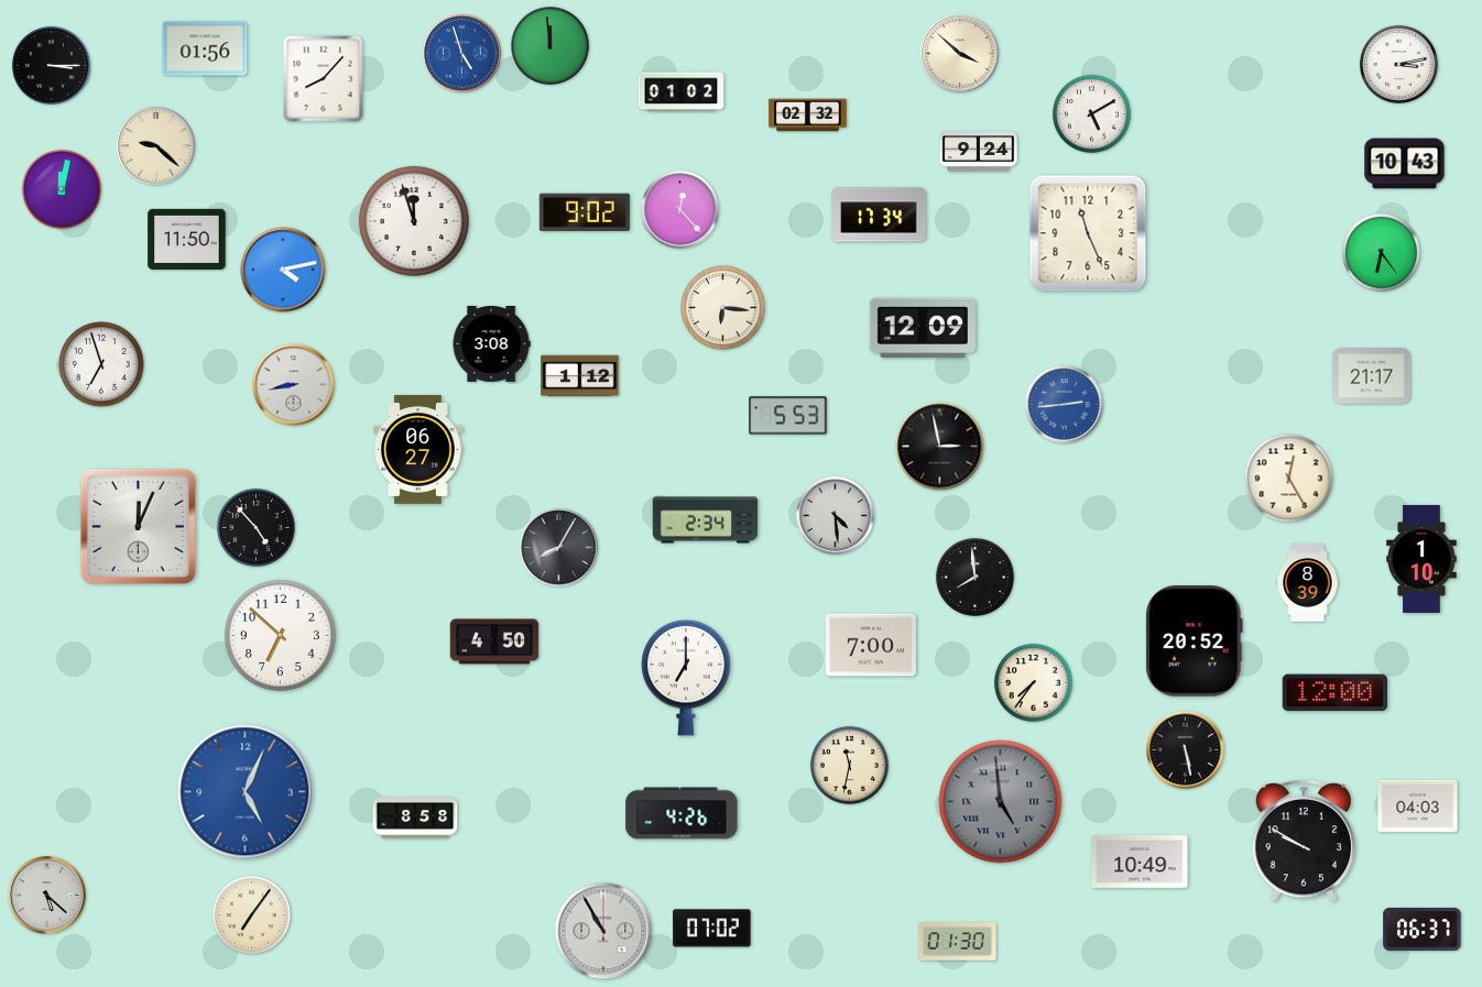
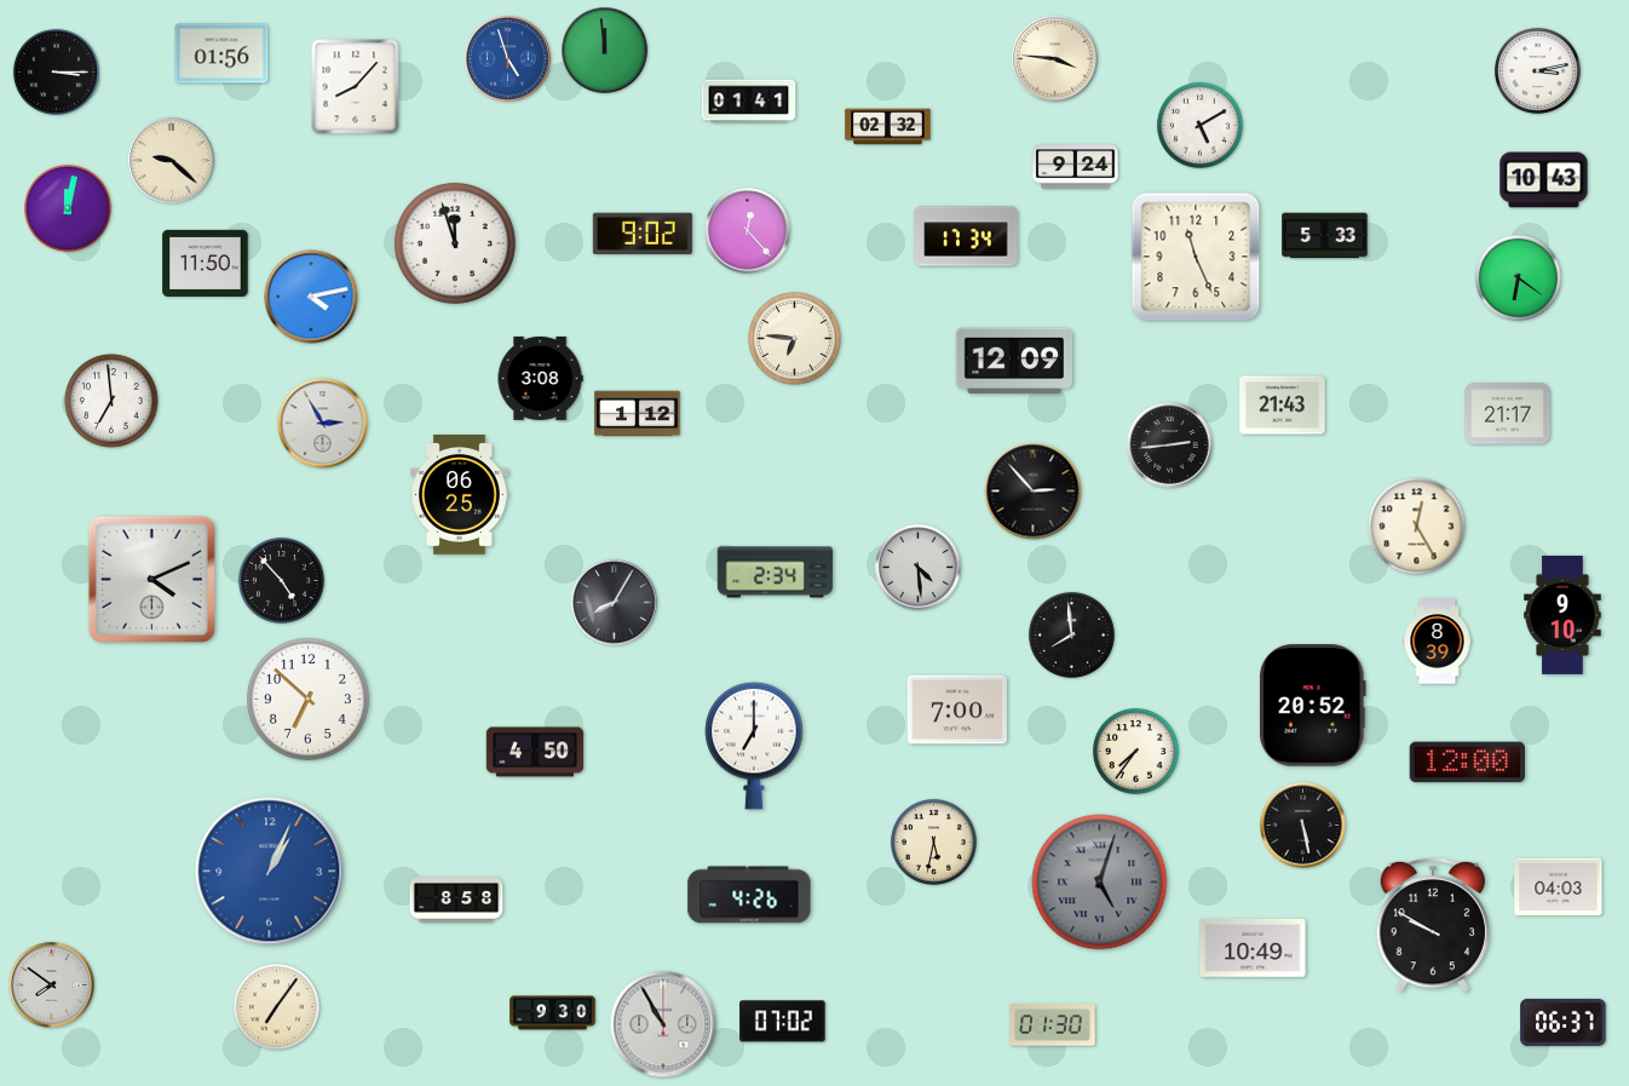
clock at (205, 48) position: (205, 48) -> (221, 53)
clock at (960, 54): 3:52 -> 3:46
clock at (682, 92): 01:02 -> 01:41
clock at (1325, 236): none -> 5:33
clock at (1381, 252): 6:24 -> 6:21
clock at (723, 308): 6:16 -> 6:46
clock at (101, 364): 6:57 -> 6:59
clock at (1283, 406): none -> 21:43
clock at (294, 385): 8:43 -> 2:55
clock at (1065, 405) dial: blue -> black
clock at (788, 416): 5:53 -> none
clock at (940, 447): 2:58 -> 2:53
clock at (418, 450): 06:27 -> 06:25
clock at (138, 526): 12:04 -> 4:11
clock at (1421, 559): 1:10 -> 9:10
clock at (494, 641) position: (494, 641) -> (535, 752)
clock at (849, 765): 11:32 -> 5:32
clock at (246, 792): 5:04 -> 1:04
clock at (1001, 802): 4:59 -> 5:03
clock at (47, 896): 5:22 -> 7:51
clock at (553, 1013): none -> 9:30
clock at (958, 942) position: (958, 942) -> (1053, 1025)
